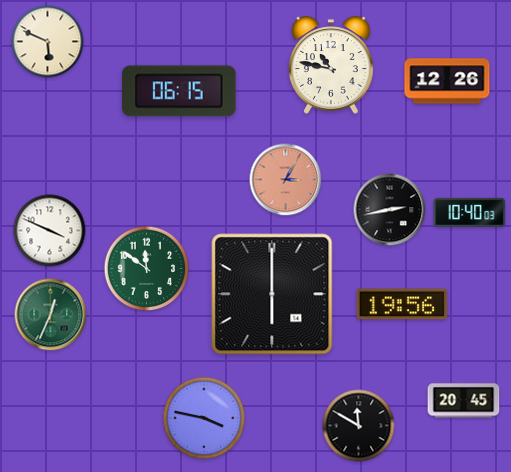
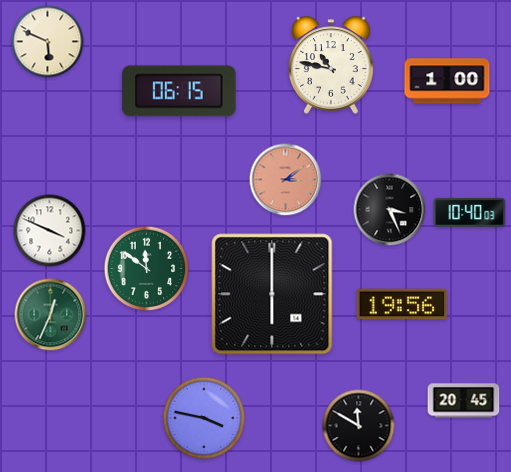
clock at (447, 81): 12:26 -> 1:00
clock at (286, 180): 3:05 -> 3:09
clock at (390, 210): 2:43 -> 3:26
